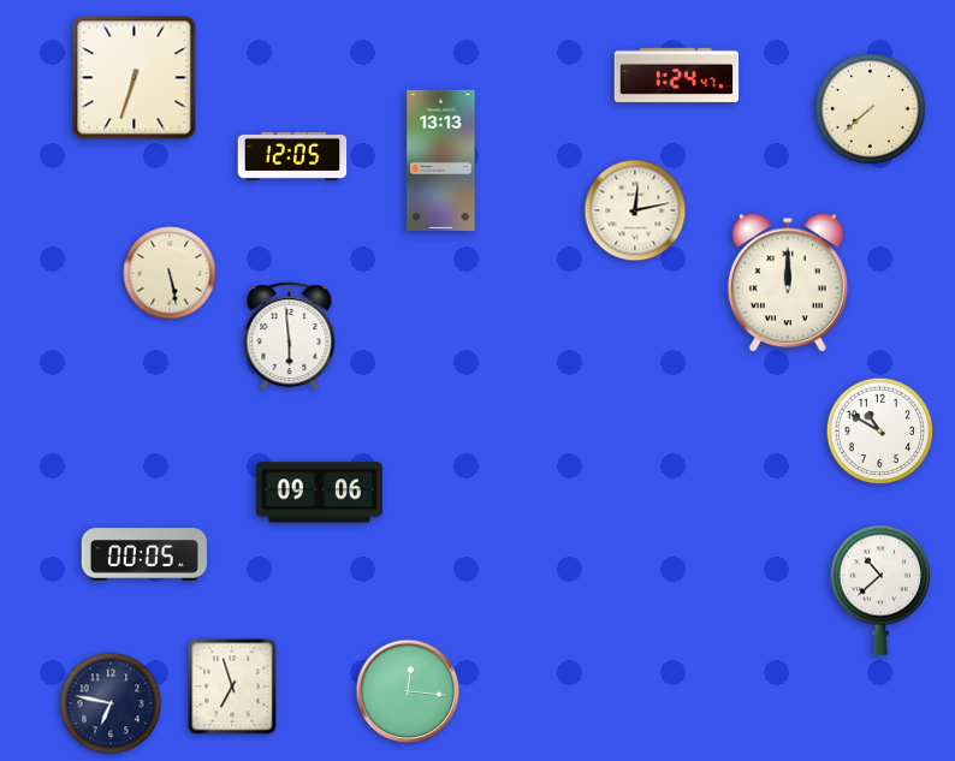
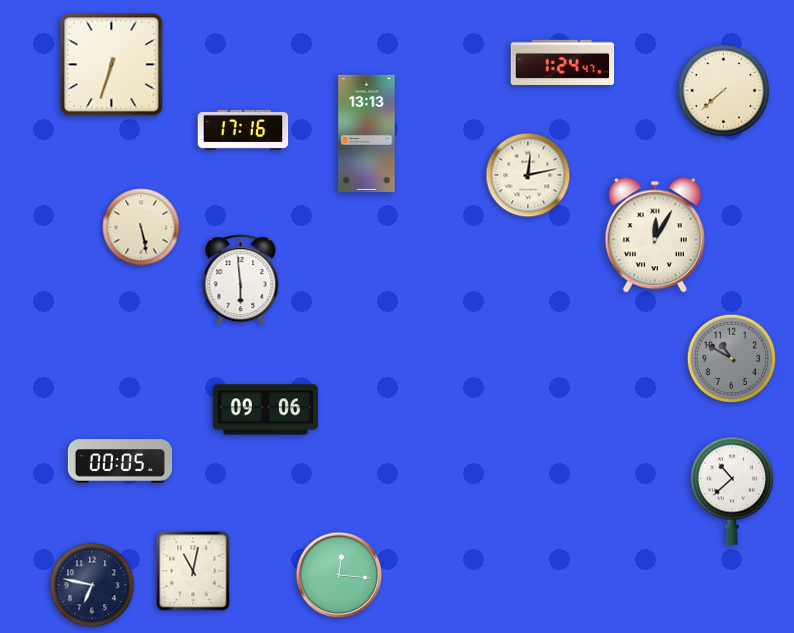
clock at (292, 156): 12:05 -> 17:16
clock at (788, 283): 12:00 -> 12:05
clock at (880, 432) dial: white -> grey
clock at (232, 686): 6:57 -> 11:02
